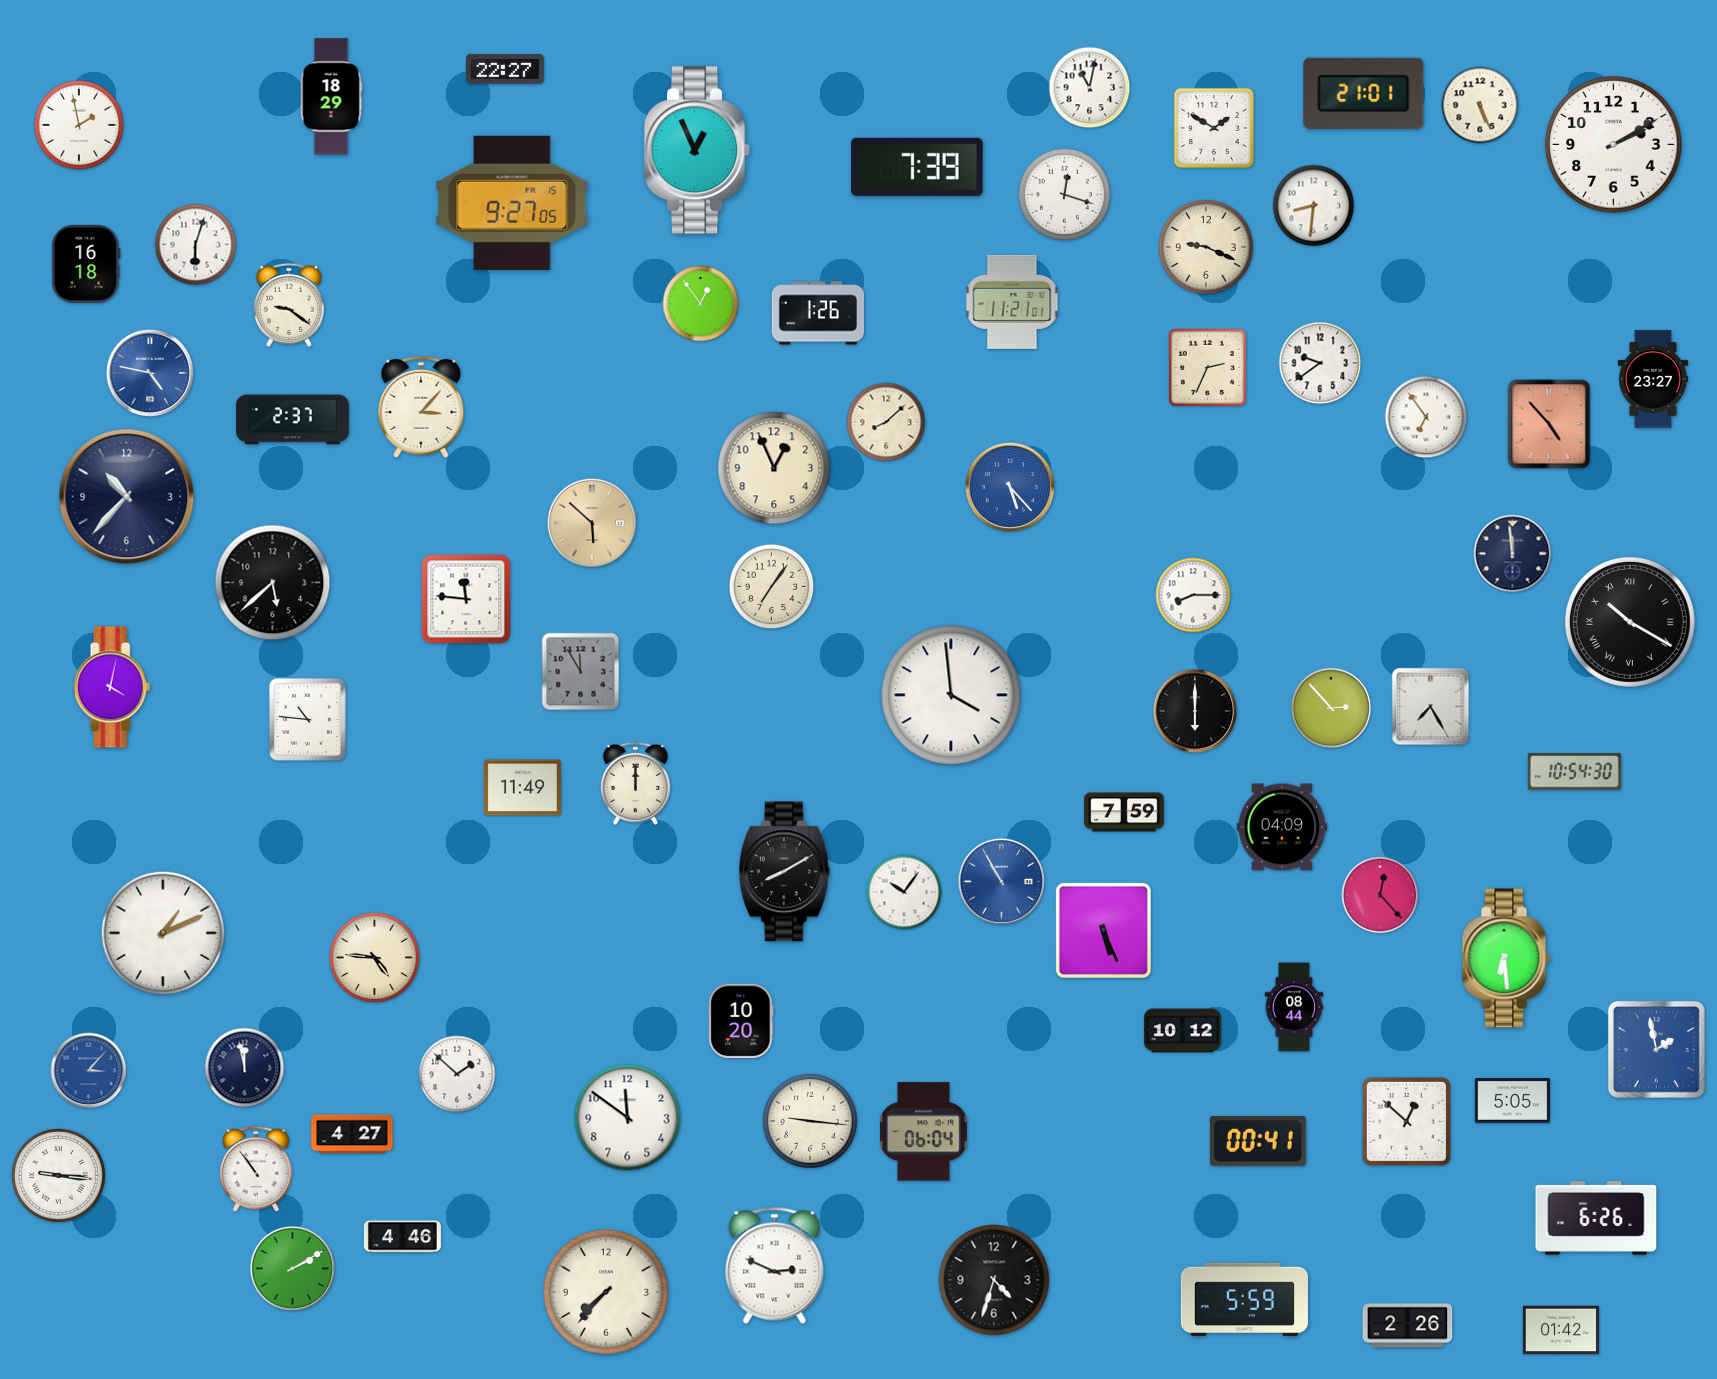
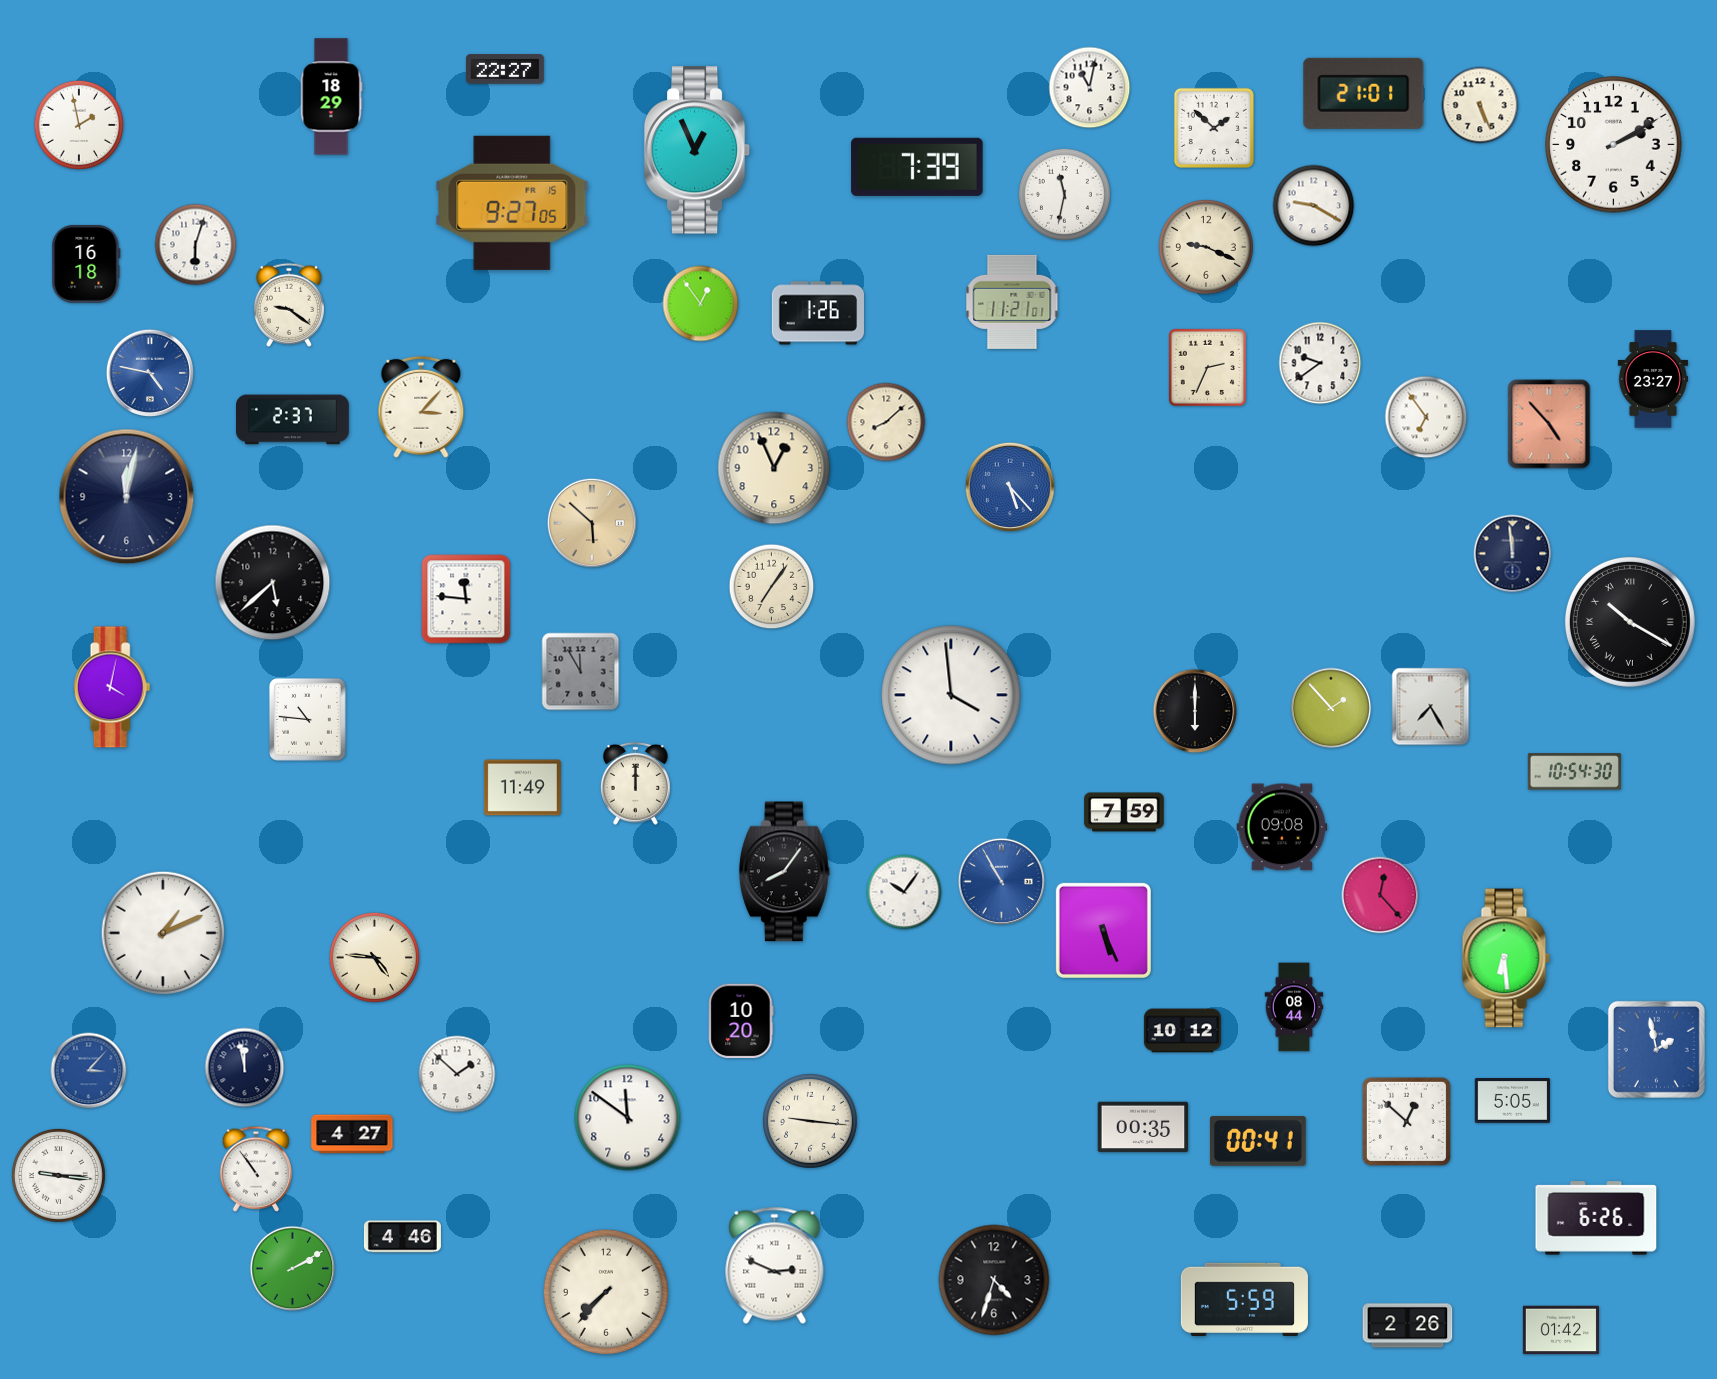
clock at (1214, 128): 1:50 -> 1:52
clock at (1064, 194): 12:18 -> 11:32
clock at (1314, 206): 8:31 -> 9:20
clock at (127, 497): 10:37 -> 12:02
clock at (1193, 595): 8:15 -> none
clock at (1331, 708): 2:53 -> 1:53
clock at (1282, 827): 04:09 -> 09:08
clock at (784, 872): 8:10 -> 8:06
clock at (1143, 1127): none -> 00:35
clock at (924, 1132): 06:04 -> none
